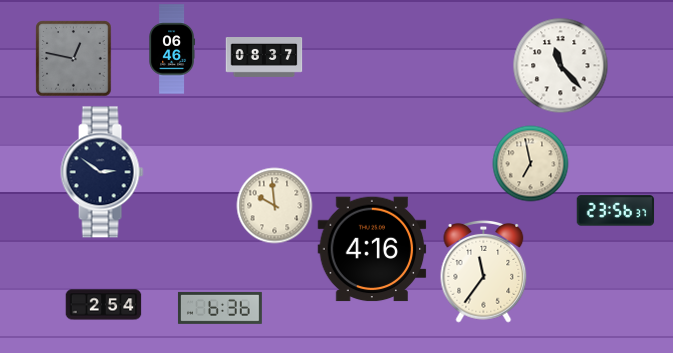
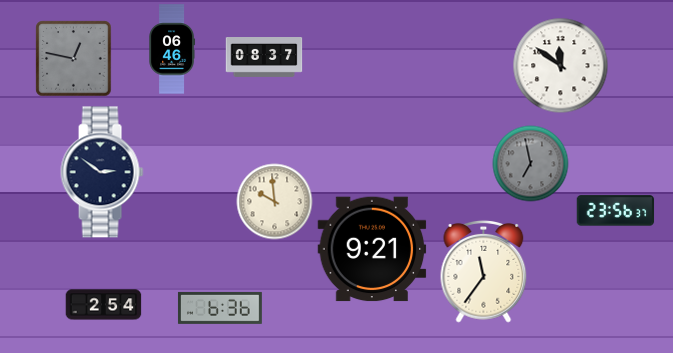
clock at (561, 66): 11:23 -> 11:51
clock at (531, 164) dial: cream -> grey
clock at (275, 206) position: (275, 206) -> (275, 202)
clock at (372, 249): 4:16 -> 9:21
